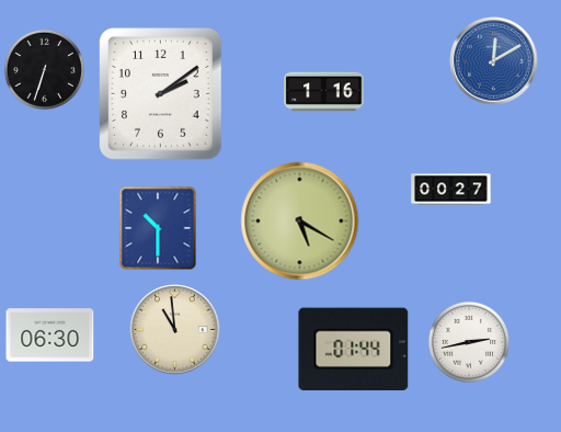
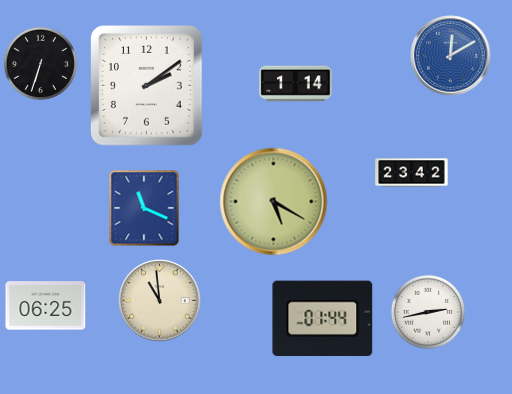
clock at (324, 92): 1:16 -> 1:14
clock at (451, 190): 00:27 -> 23:42
clock at (158, 228): 10:30 -> 11:19
clock at (50, 336): 06:30 -> 06:25
